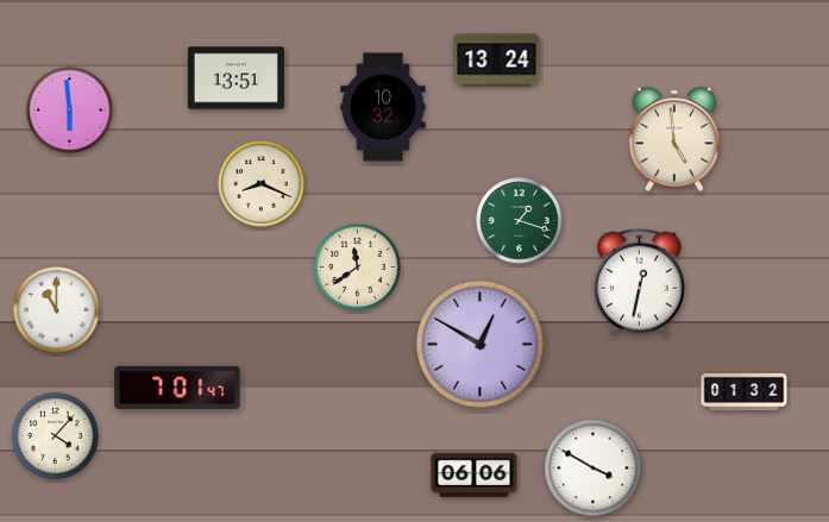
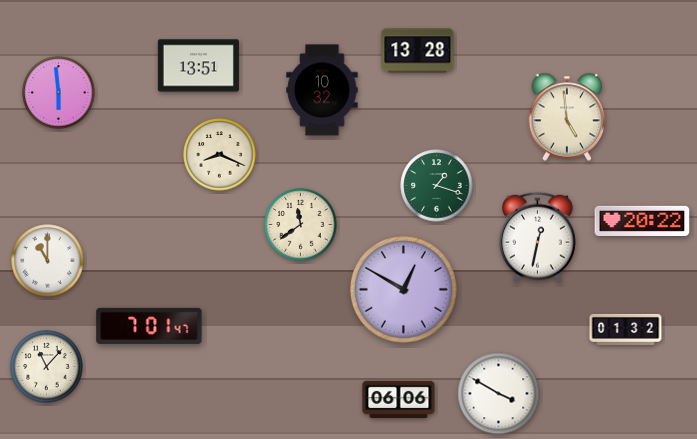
clock at (497, 61): 13:24 -> 13:28
clock at (642, 220): none -> 20:22
clock at (56, 436): 4:07 -> 11:07
